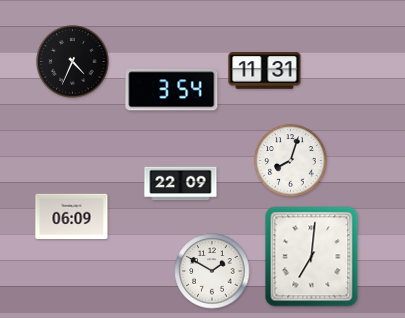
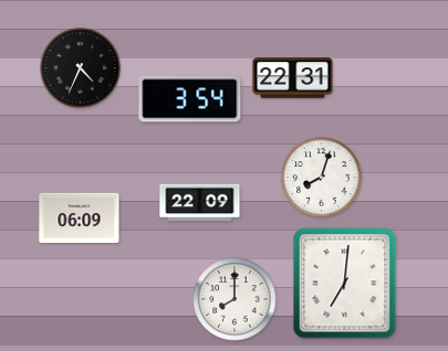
clock at (265, 71): 11:31 -> 22:31
clock at (72, 216) position: (72, 216) -> (80, 217)
clock at (212, 271): 1:50 -> 8:00
